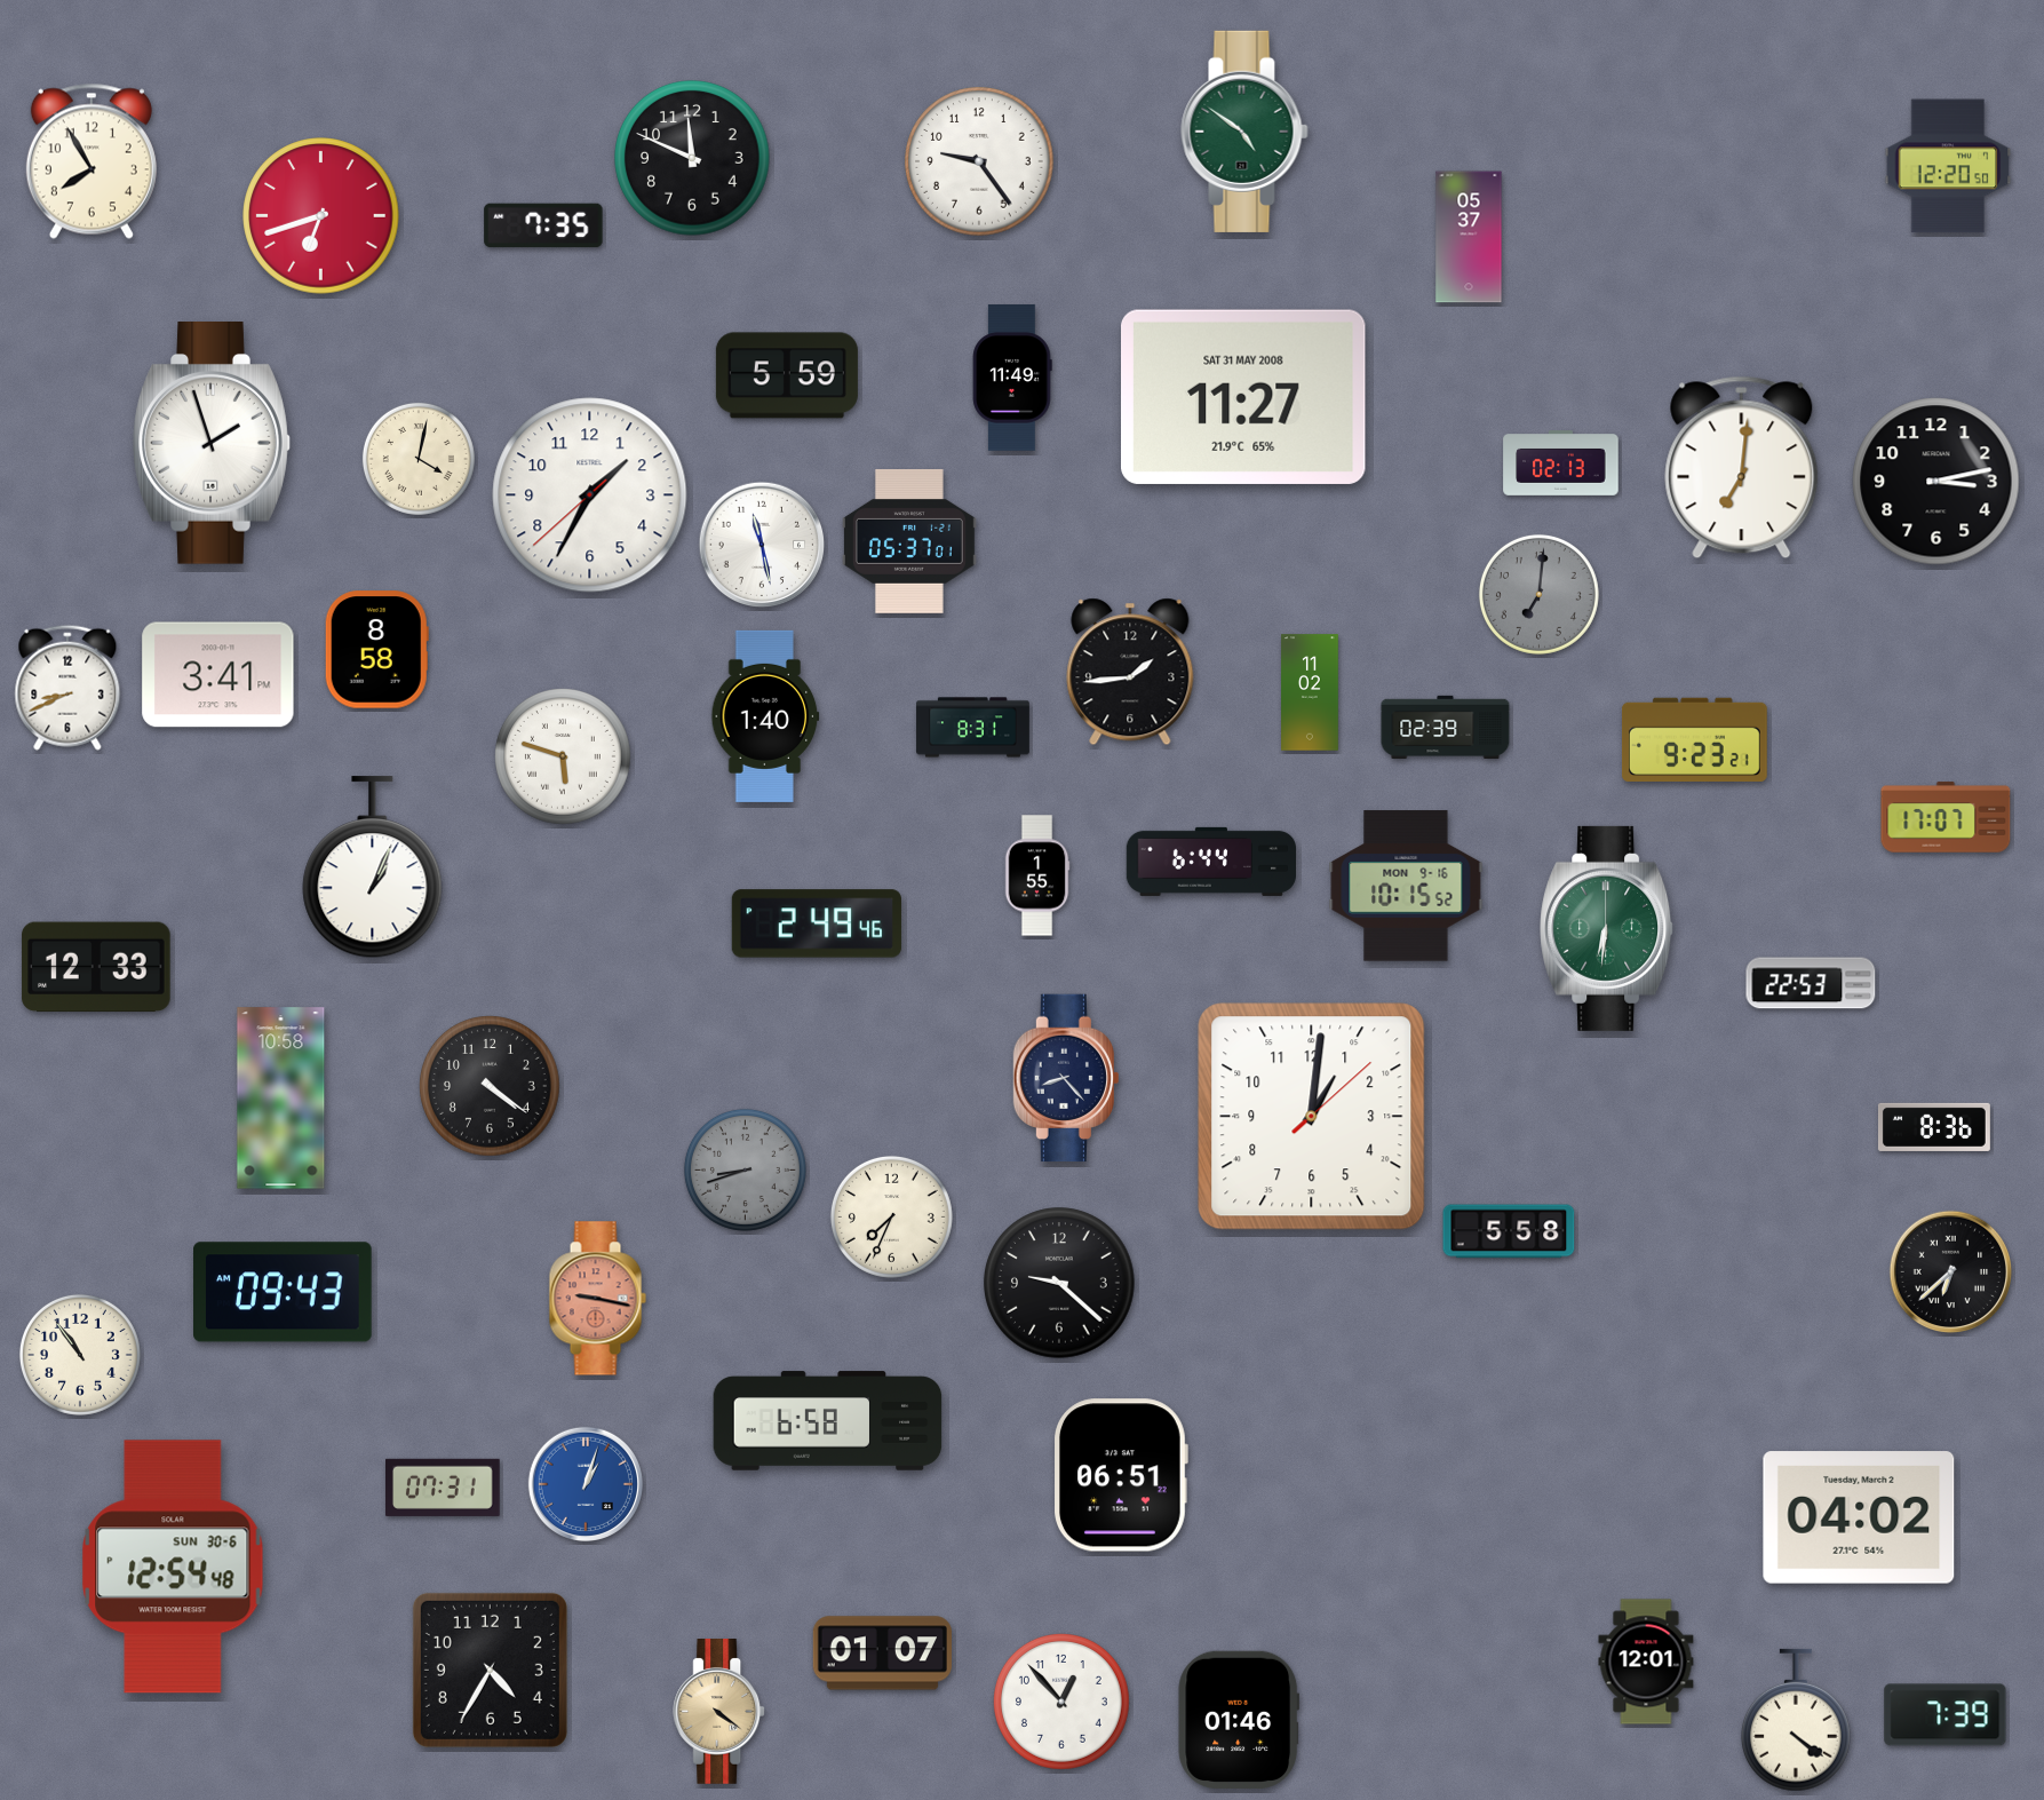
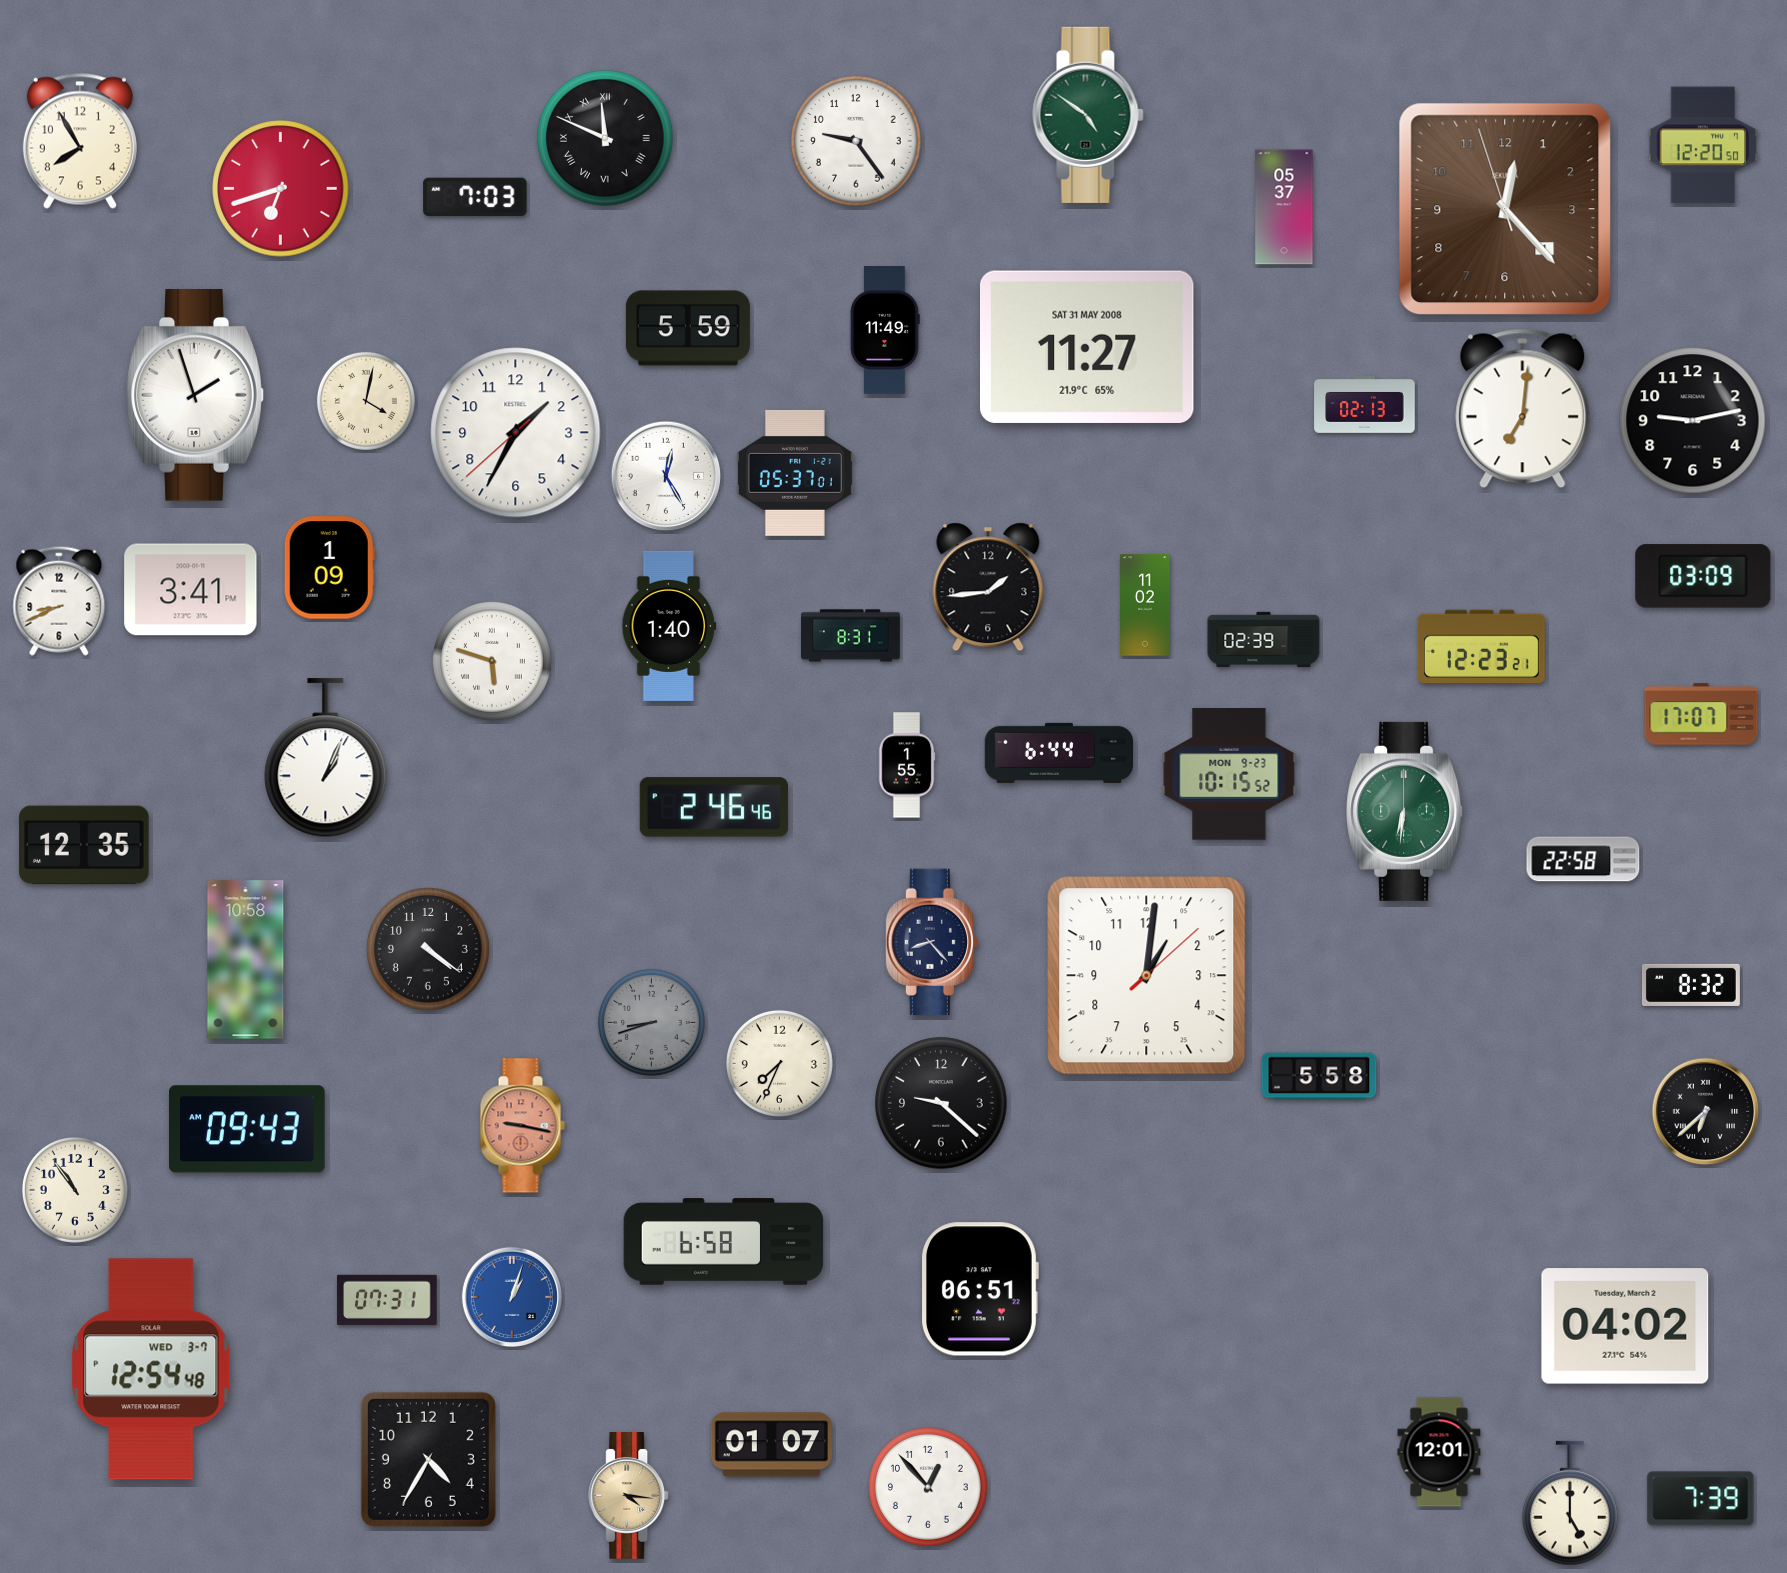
clock at (692, 158) numerals: Arabic -> Roman
clock at (543, 225): 7:35 -> 7:03
clock at (1505, 209): none -> 12:22
clock at (212, 444) position: (212, 444) -> (195, 396)
clock at (1936, 482): 3:13 -> 9:13
clock at (762, 545): 11:28 -> 12:25
clock at (1538, 594): 7:01 -> none
clock at (376, 650): 8:58 -> 1:09
clock at (1703, 576): none -> 03:09
clock at (1446, 728) position: (1446, 728) -> (1264, 640)
clock at (1695, 740): 9:23 -> 12:23
clock at (1406, 886) date: MON 9-16 -> MON 9-23
clock at (817, 923): 2:49 -> 2:46
clock at (96, 967): 12:33 -> 12:35
clock at (1811, 983): 22:53 -> 22:58
clock at (1934, 1127): 8:36 -> 8:32
clock at (1059, 1283) position: (1059, 1283) -> (941, 1103)
clock at (597, 1299) position: (597, 1299) -> (522, 1126)
clock at (80, 1355) position: (80, 1355) -> (75, 1190)
clock at (173, 1567) date: SUN 30-6 -> WED 3-7
clock at (719, 1712): 4:21 -> 4:16
clock at (1239, 1720): 01:46 -> none
clock at (1796, 1720): 4:21 -> 5:00
